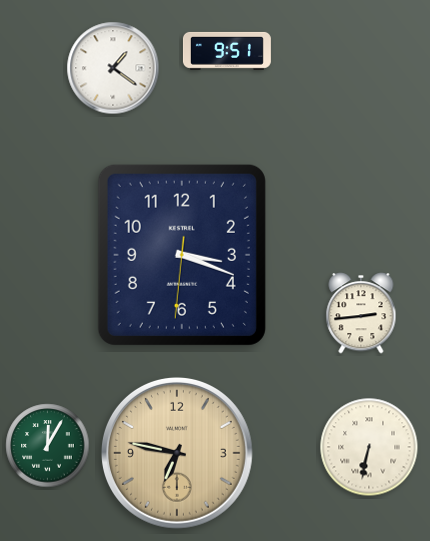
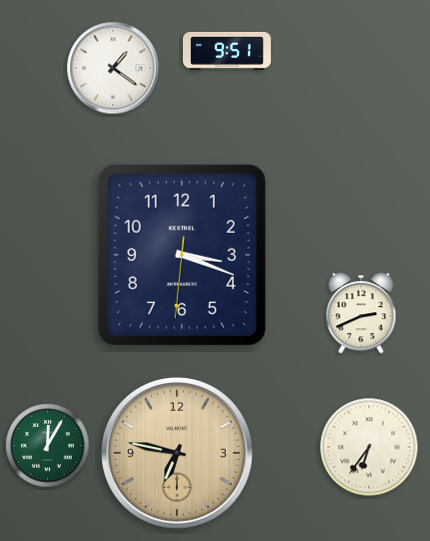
clock at (361, 313): 2:44 -> 2:41
clock at (369, 447): 6:32 -> 6:36
